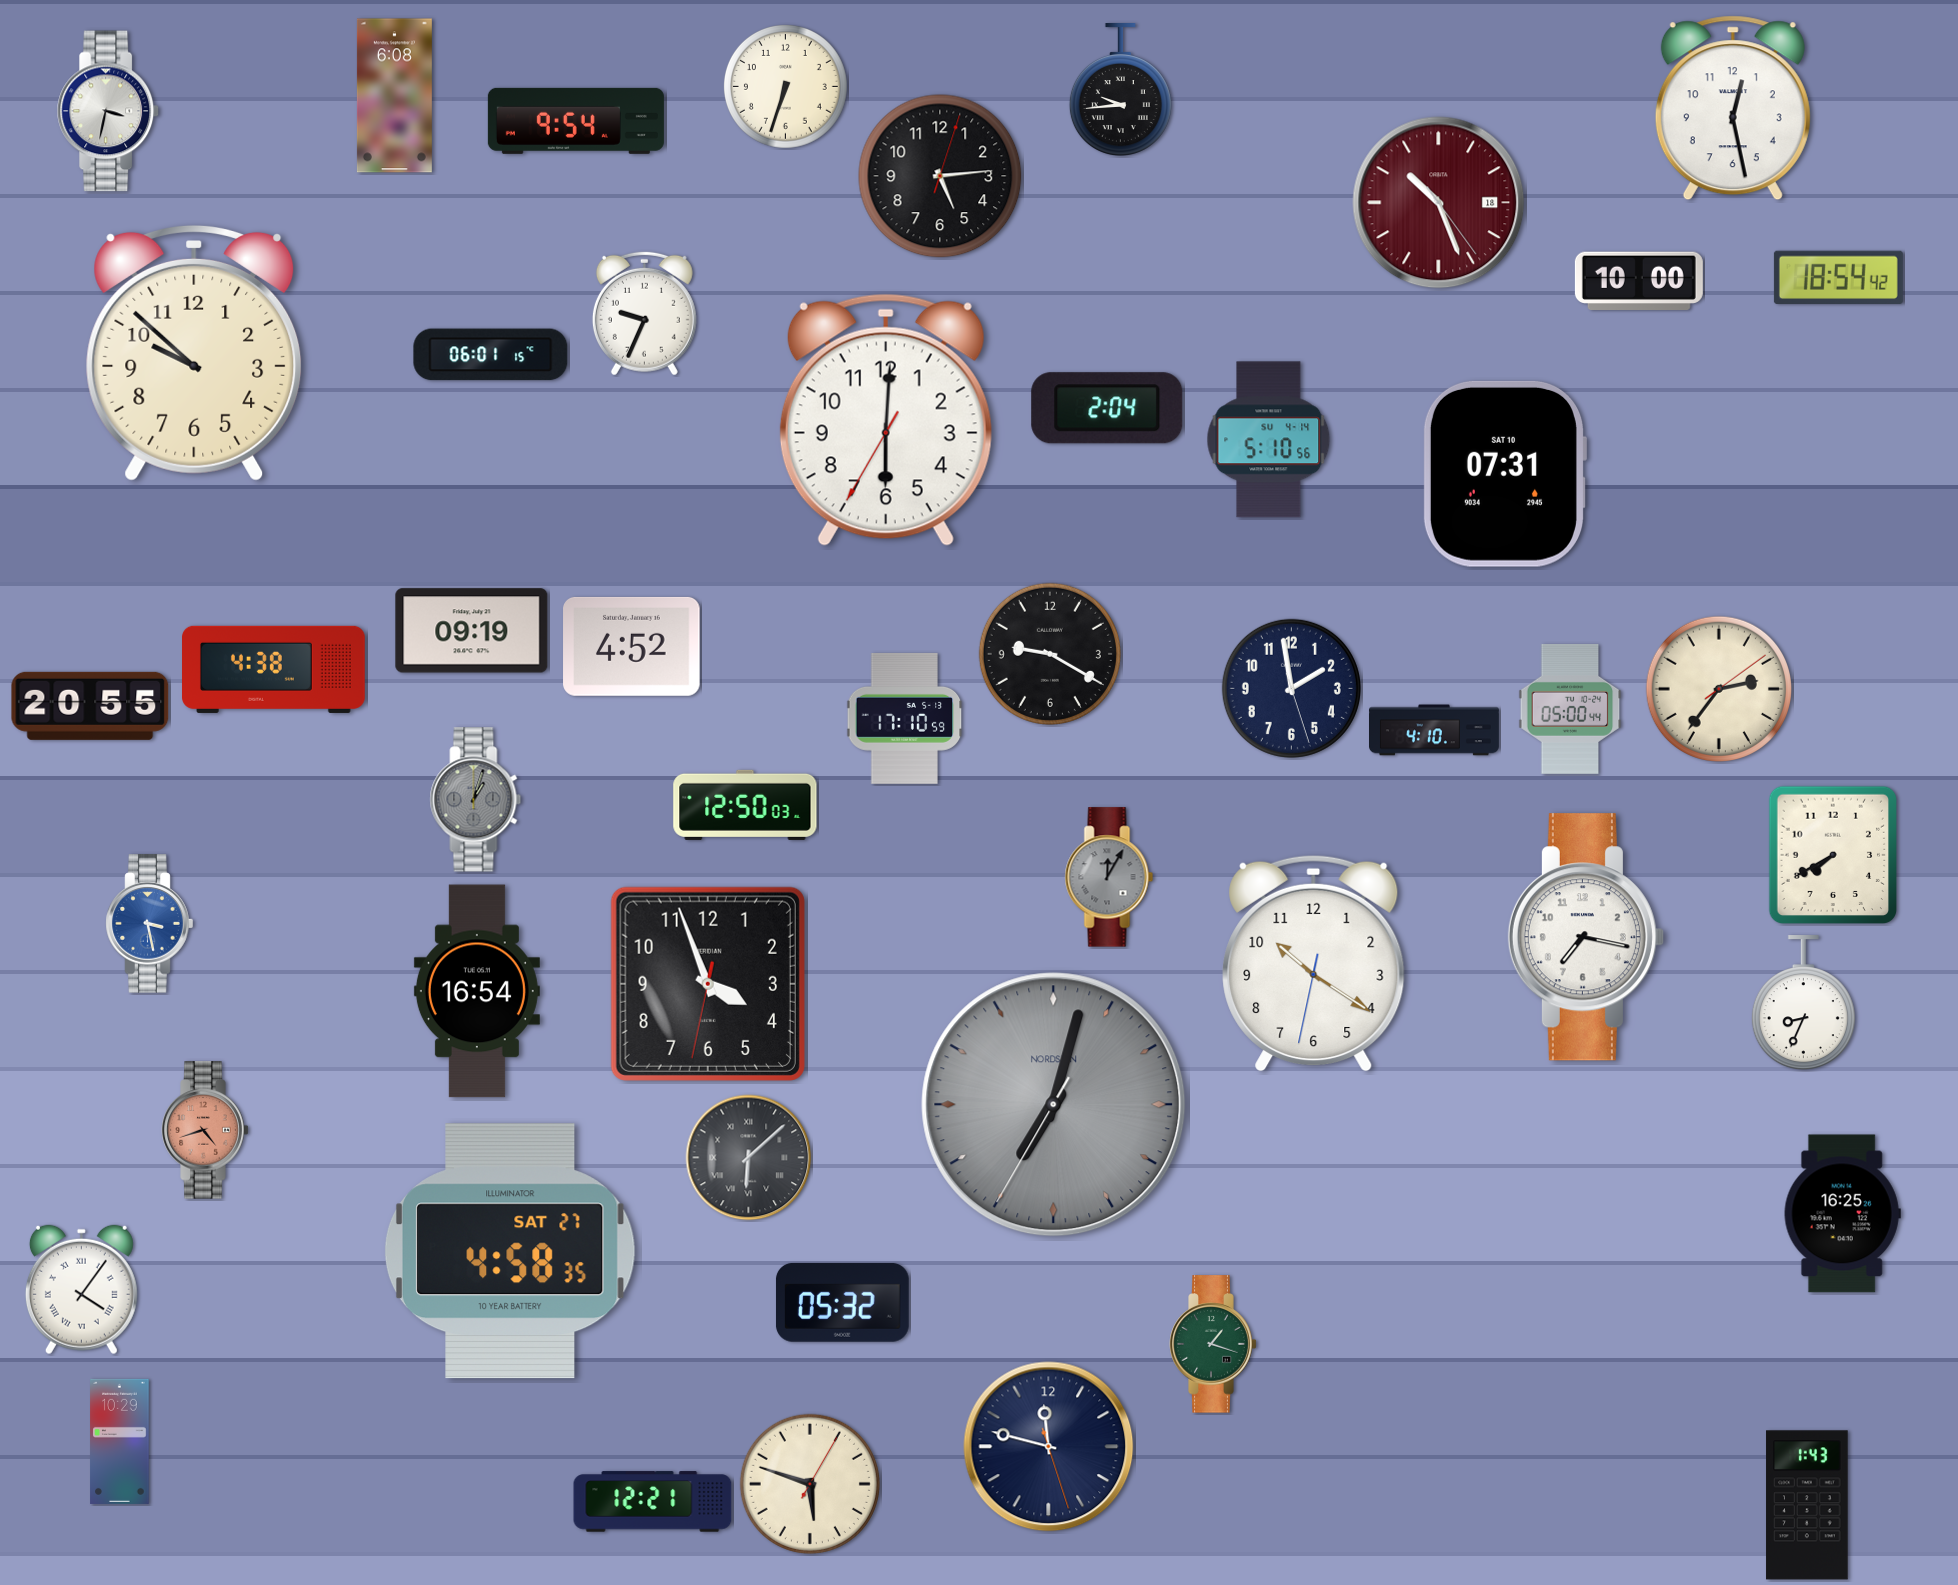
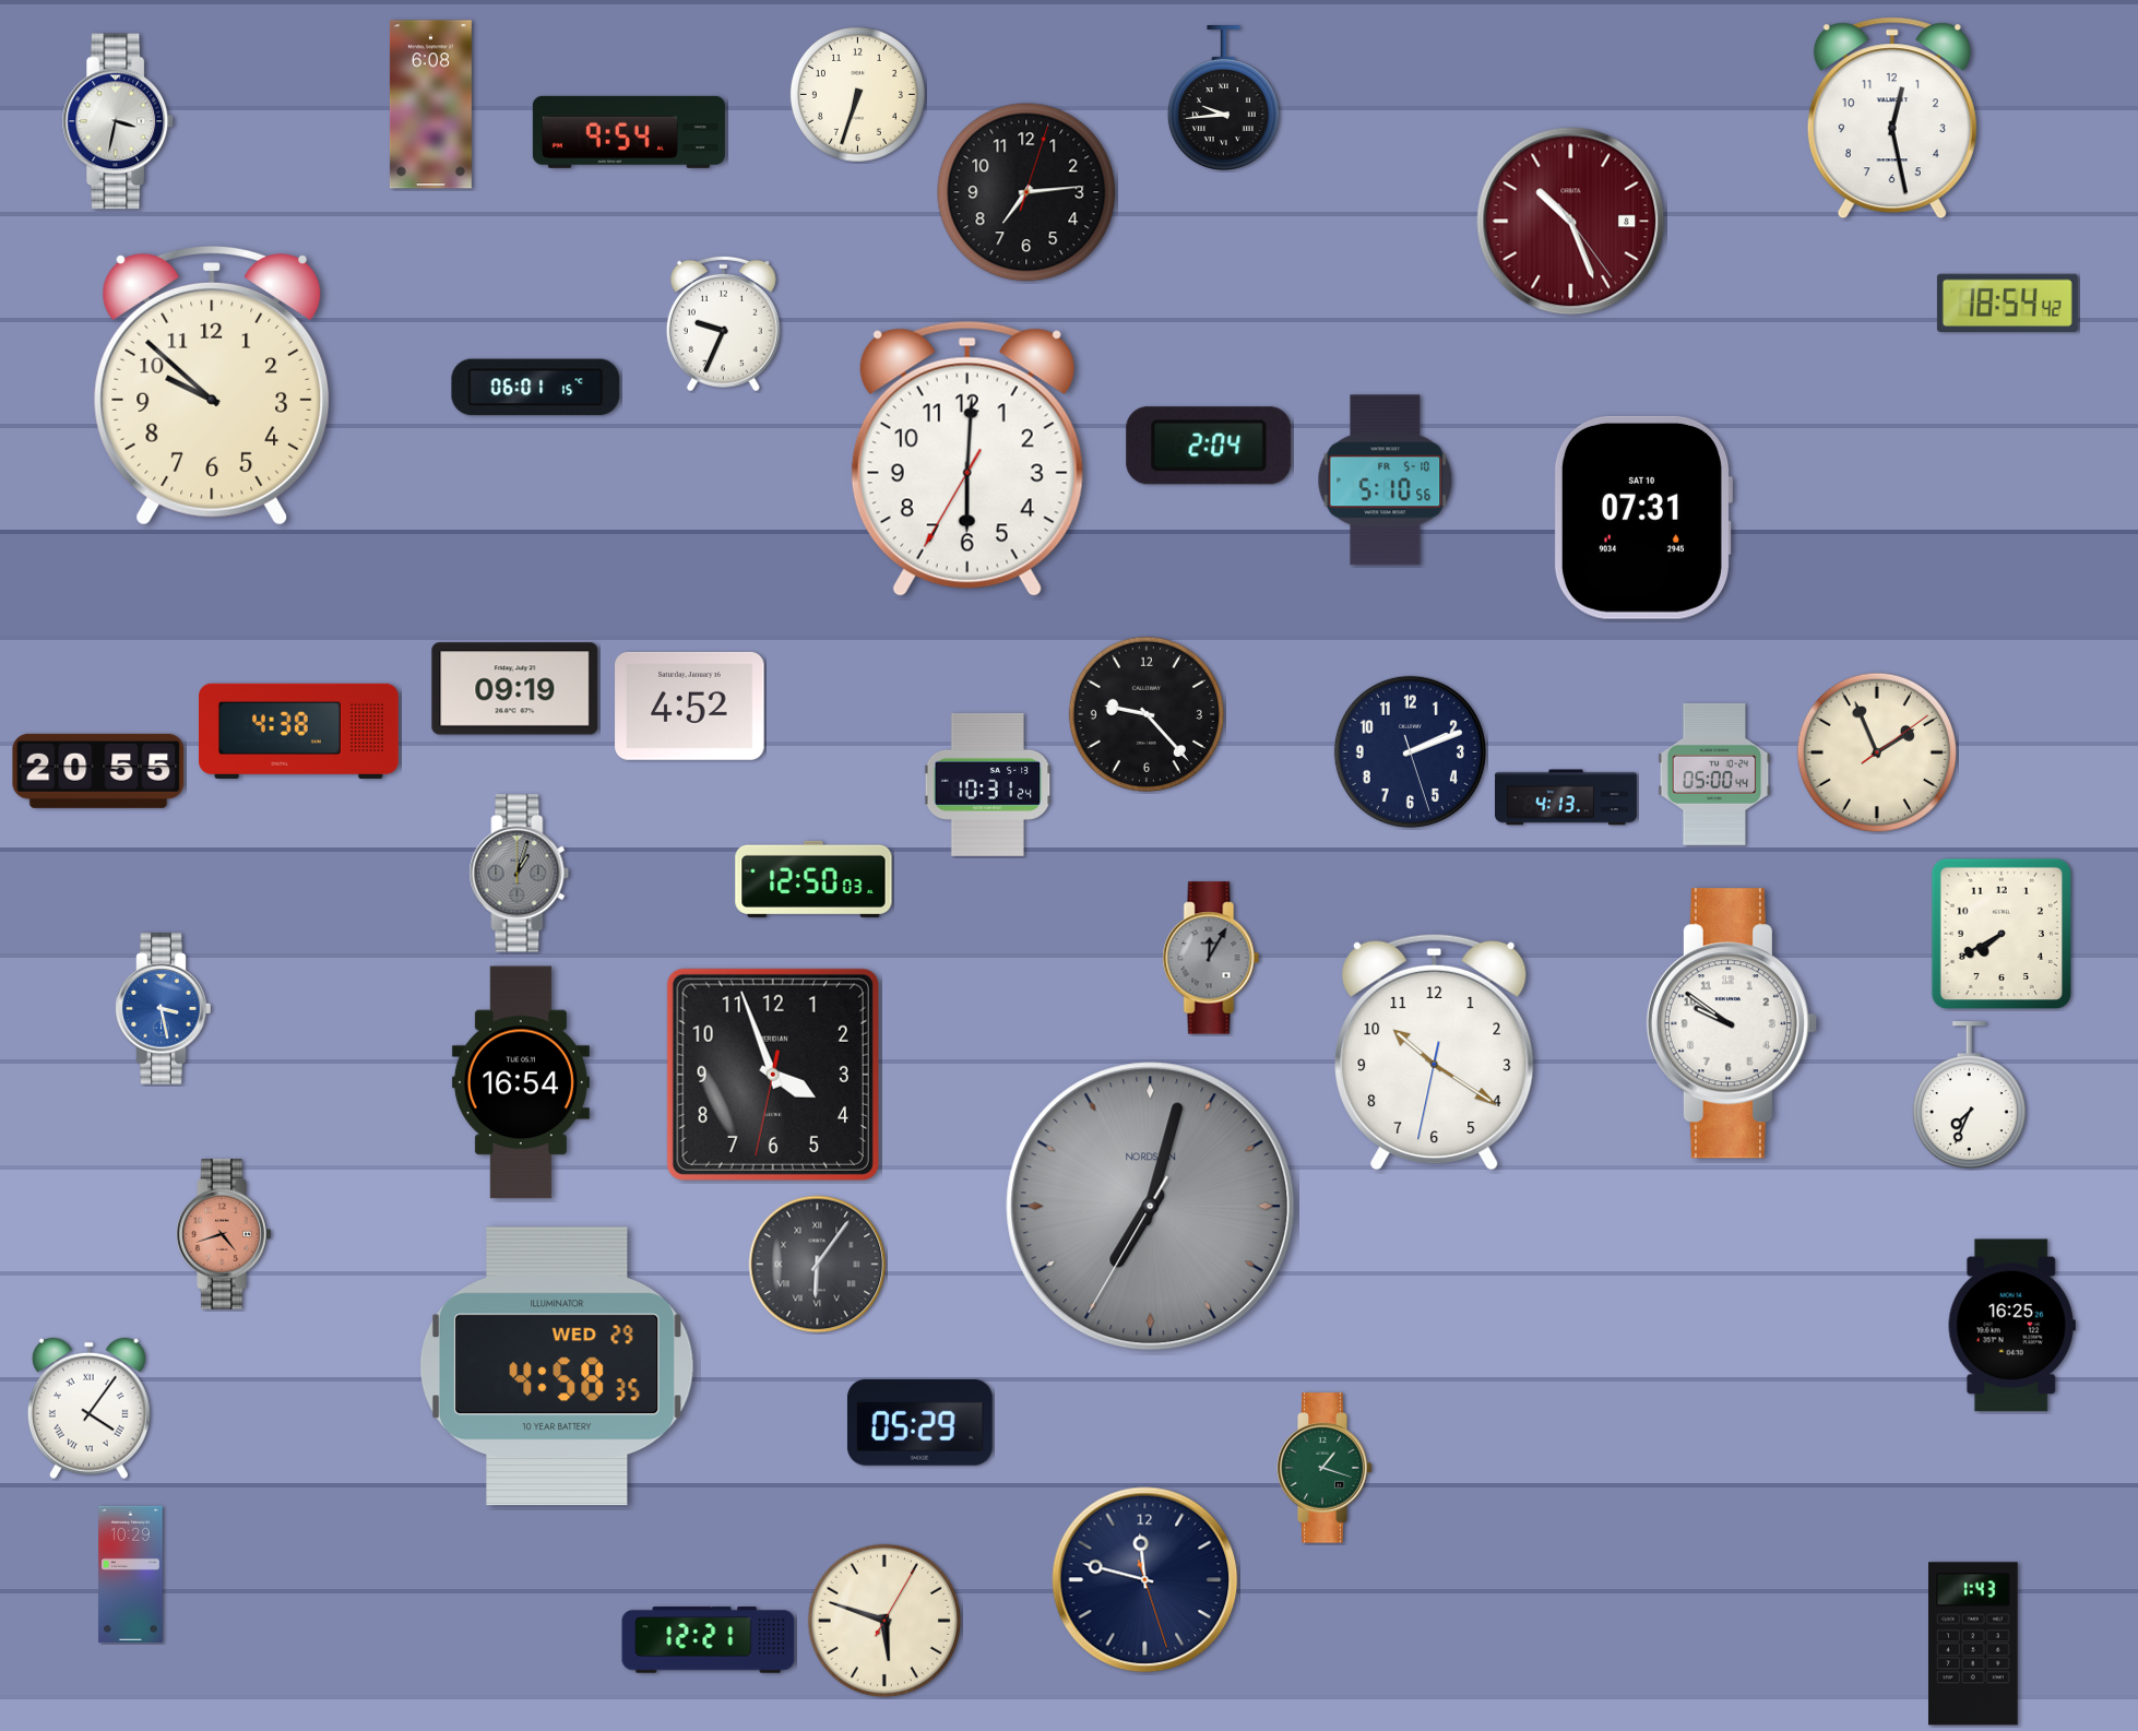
clock at (940, 176): 5:14 -> 7:14
clock at (1439, 203) date: 18 -> 8
clock at (1639, 281): 10:00 -> none
clock at (644, 313) position: (644, 313) -> (723, 323)
clock at (1269, 440) date: SU 4-14 -> FR 5-10
clock at (1050, 654): 9:20 -> 9:23
clock at (1291, 688): 1:58 -> 2:11
clock at (1719, 689): 2:36 -> 1:56
clock at (905, 718): 17:10 -> 10:31
clock at (1435, 730): 4:10 -> 4:13
clock at (1586, 937): 7:17 -> 9:51
clock at (1803, 1003): 8:34 -> 7:34
clock at (749, 1158): 6:08 -> 6:06
clock at (510, 1251) date: SAT 27 -> WED 29
clock at (842, 1302): 05:32 -> 05:29
clock at (653, 1502) position: (653, 1502) -> (709, 1640)
